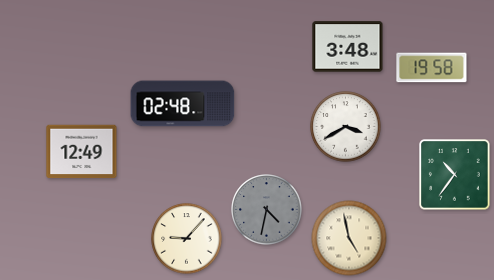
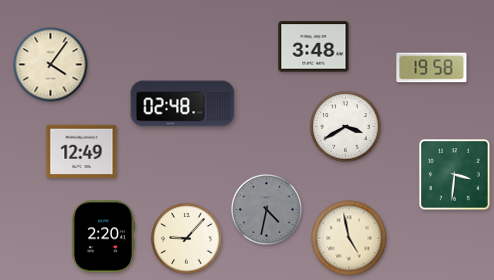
clock at (348, 47) position: (348, 47) -> (314, 47)
clock at (51, 65): none -> 4:06
clock at (455, 175): 10:36 -> 3:31
clock at (103, 237): none -> 2:20
